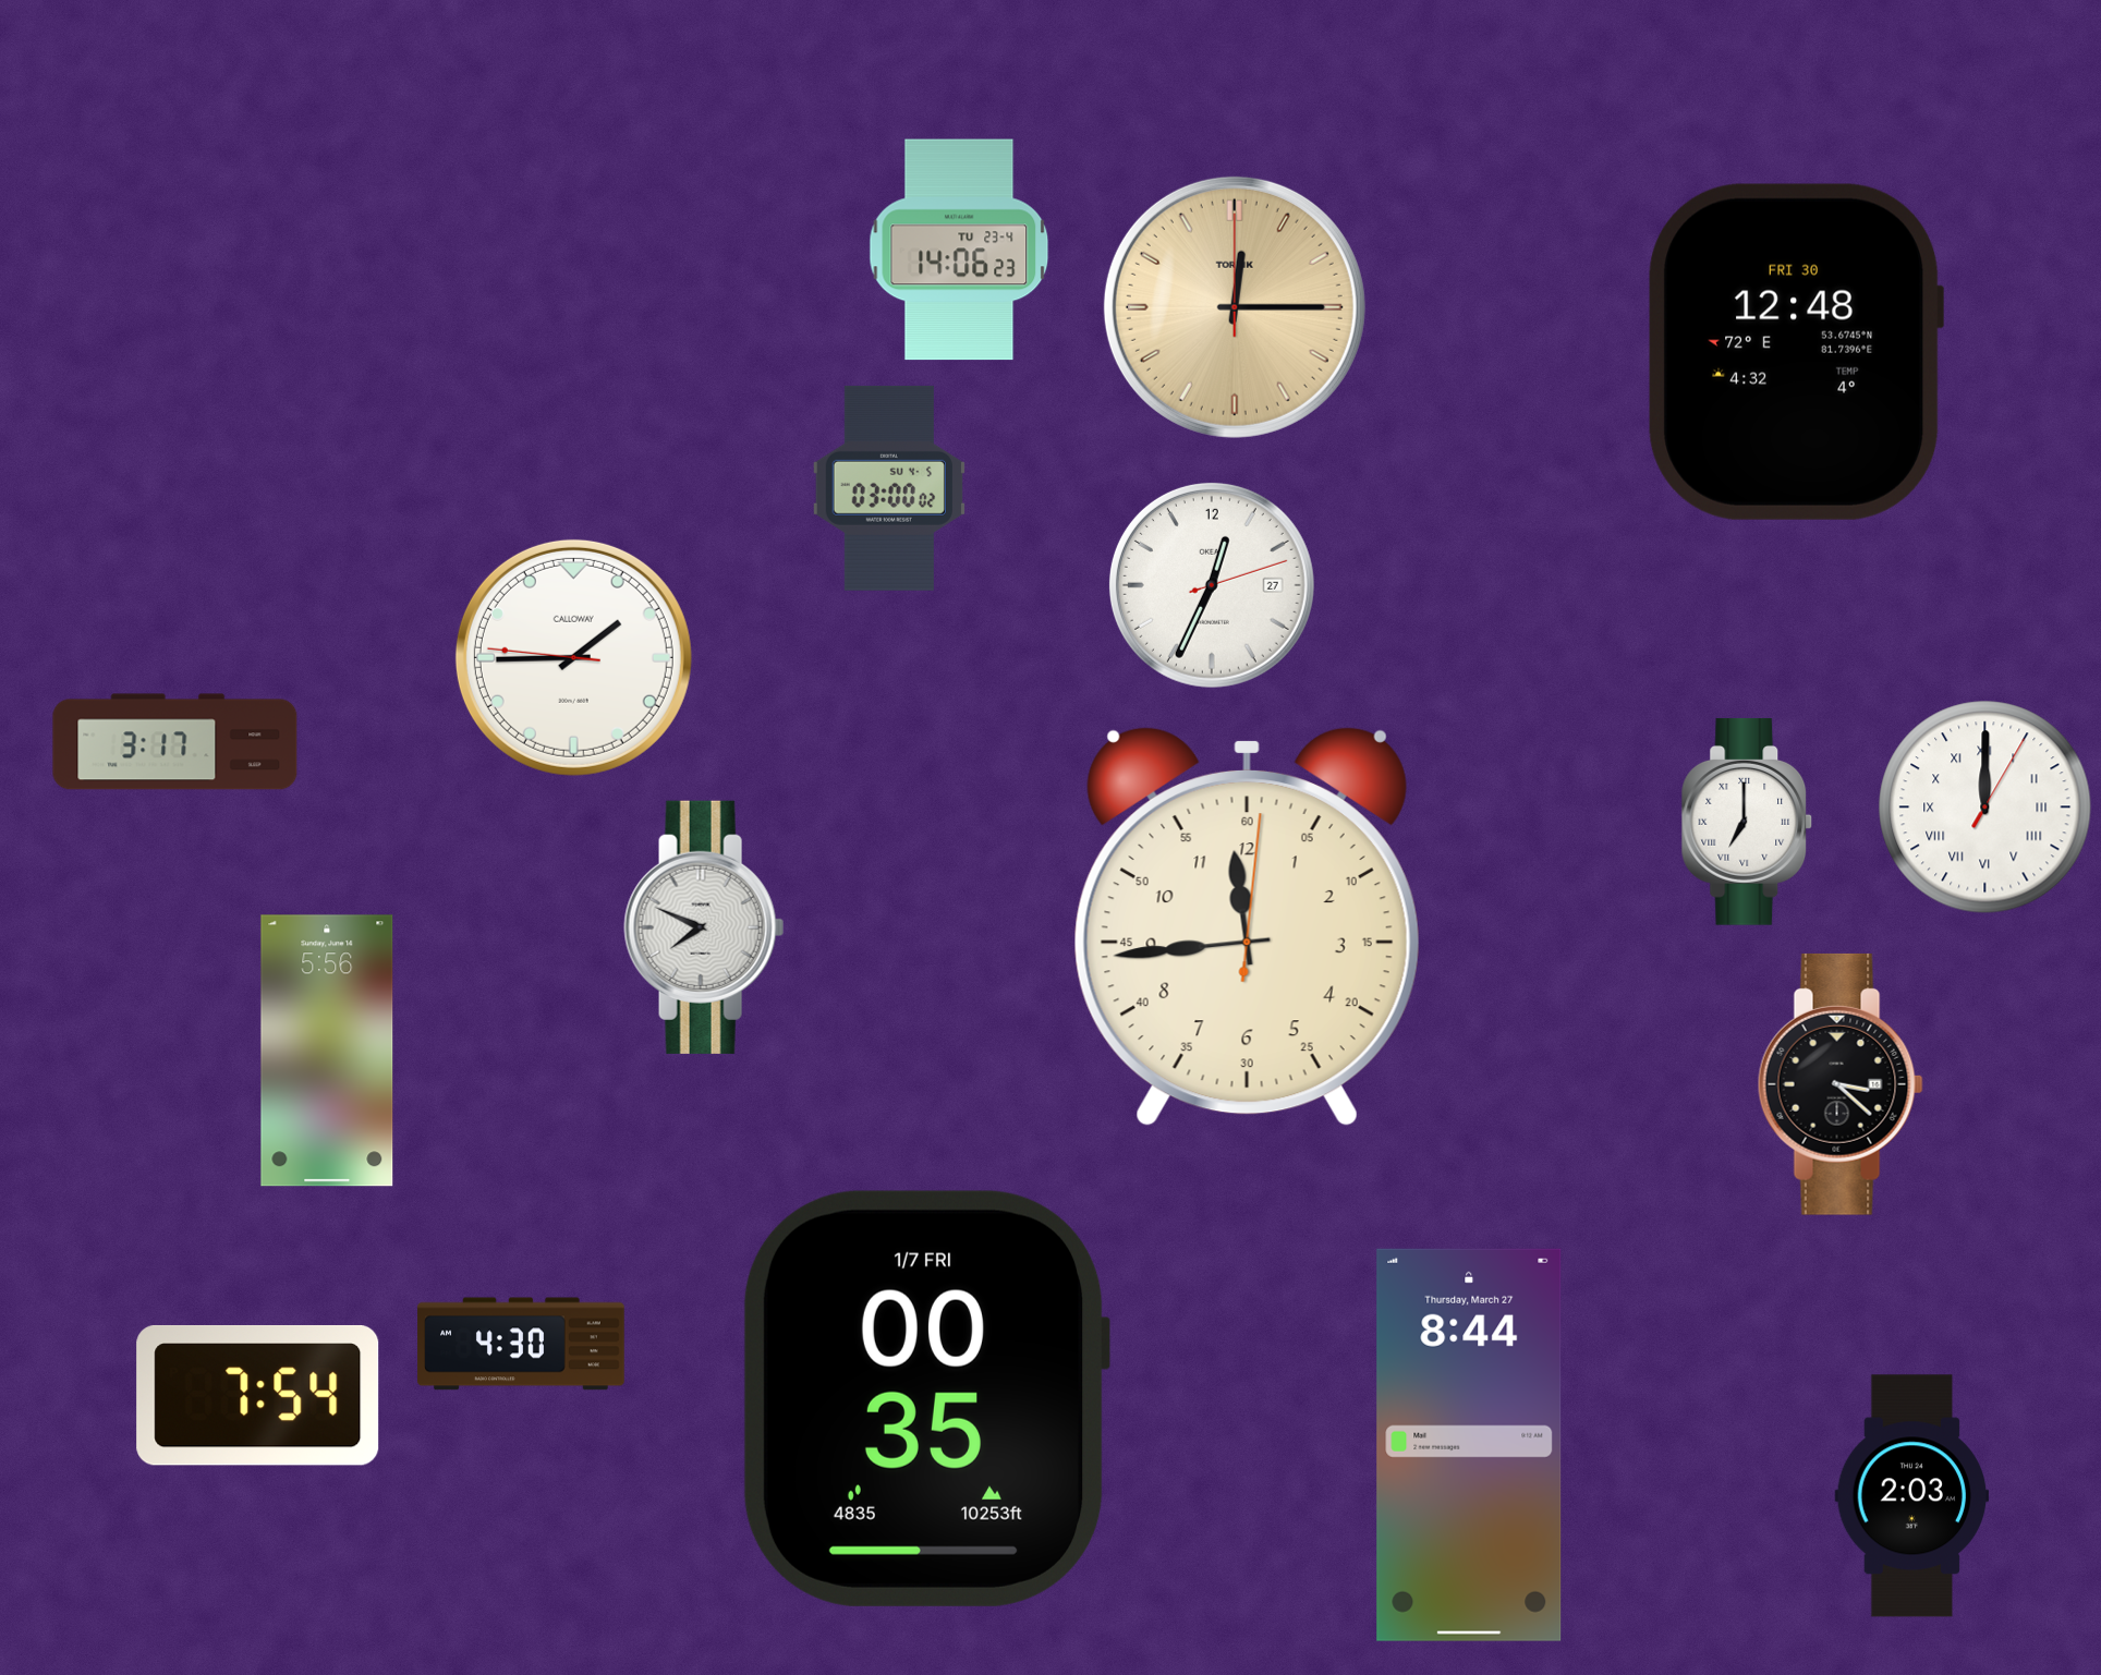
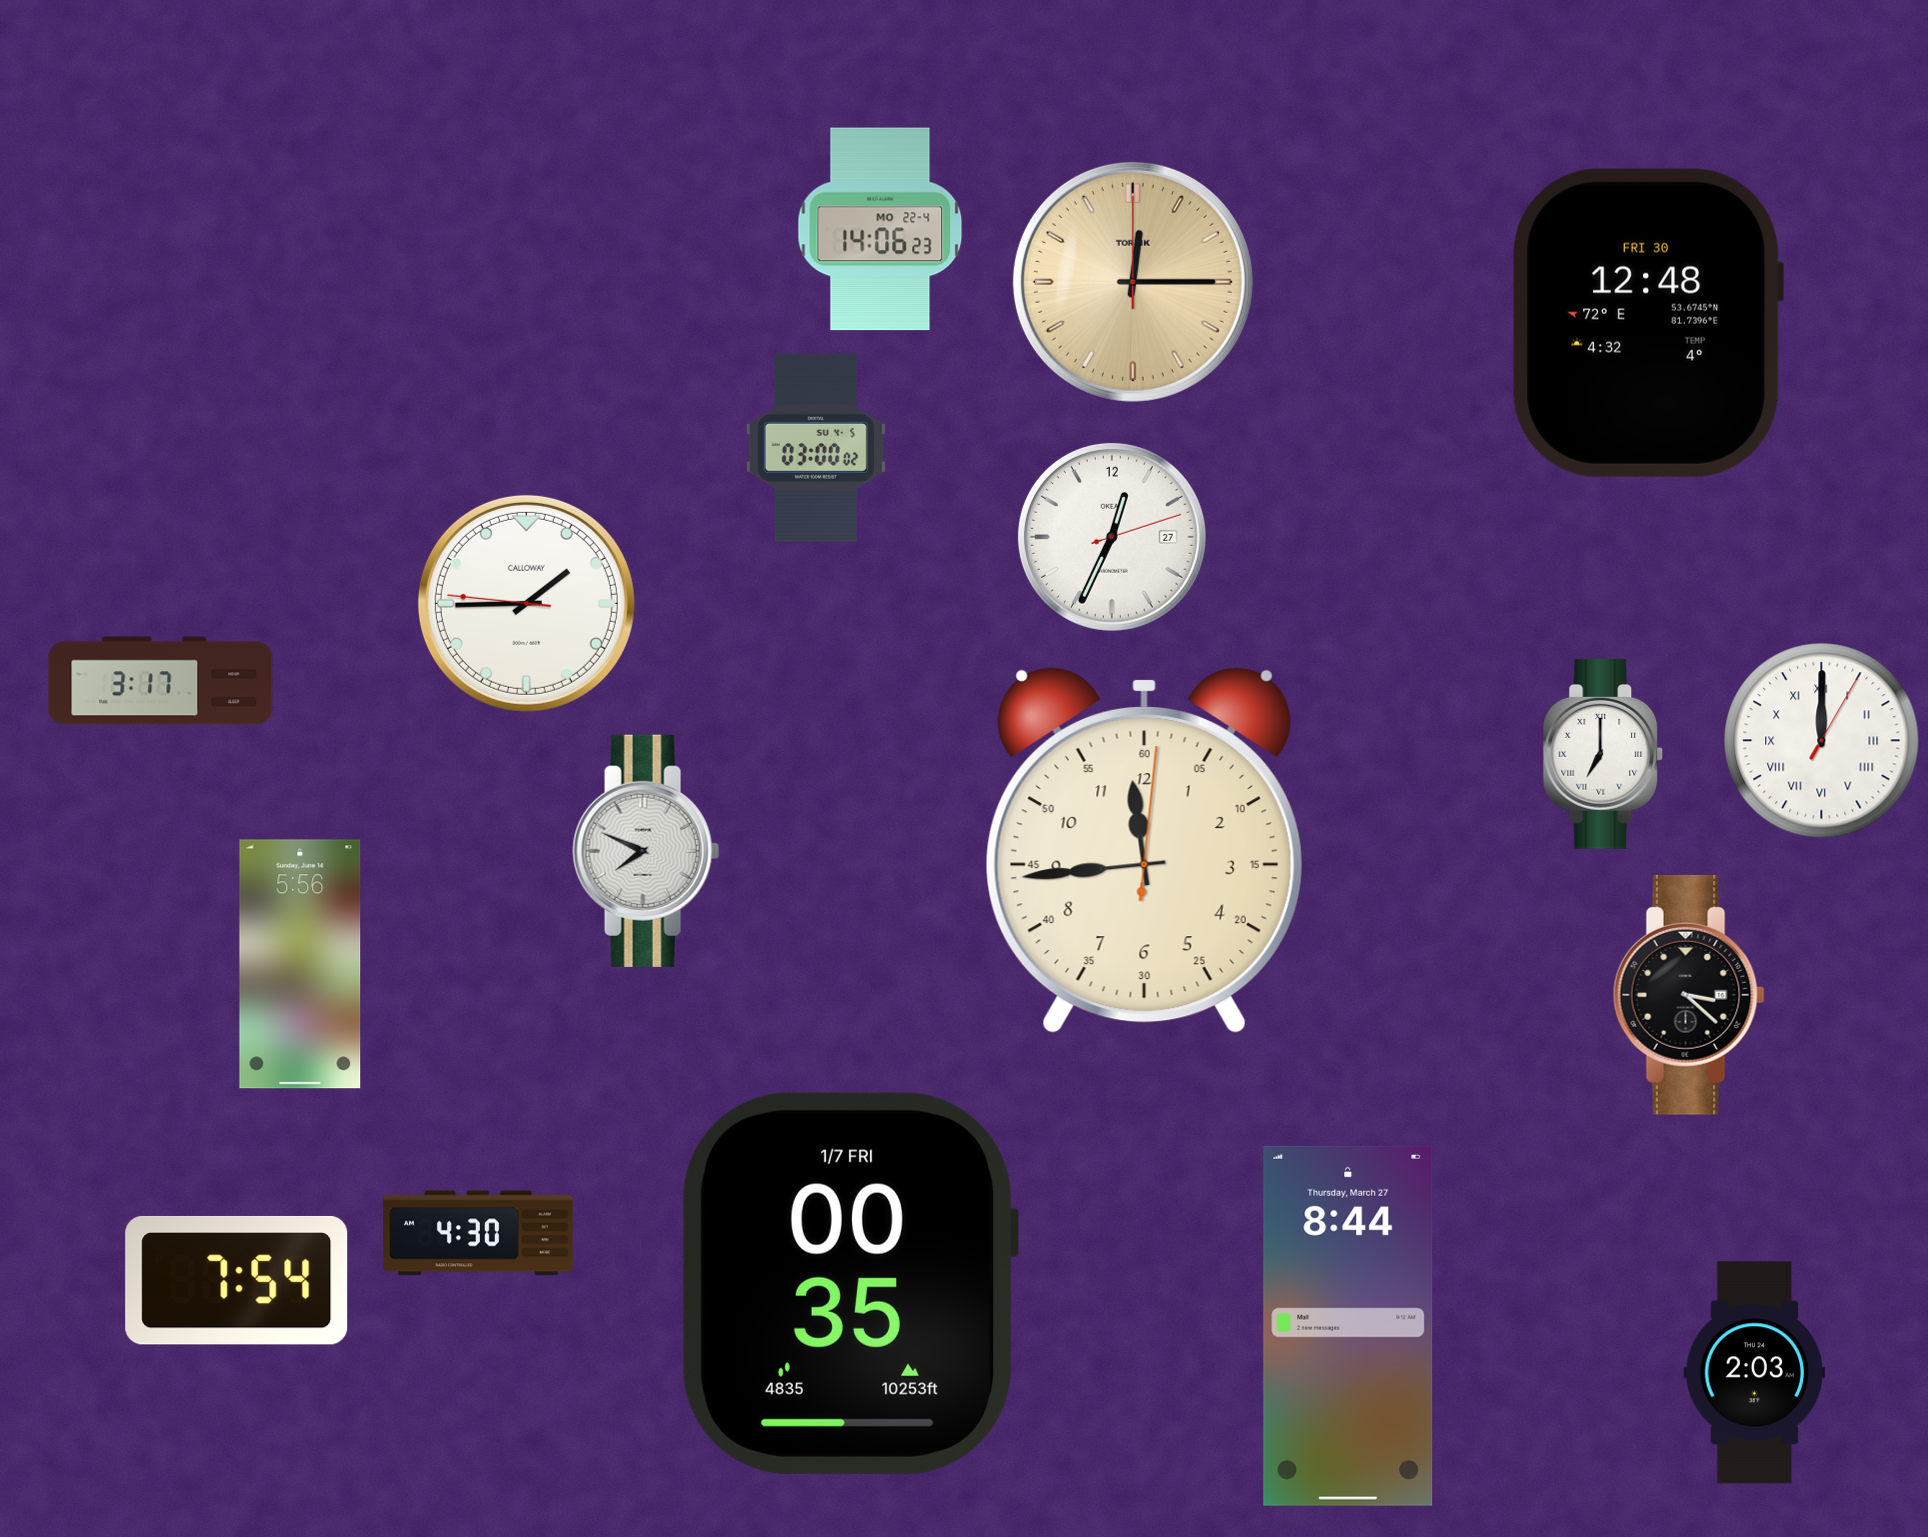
clock at (959, 250) date: TU 23-4 -> MO 22-4
